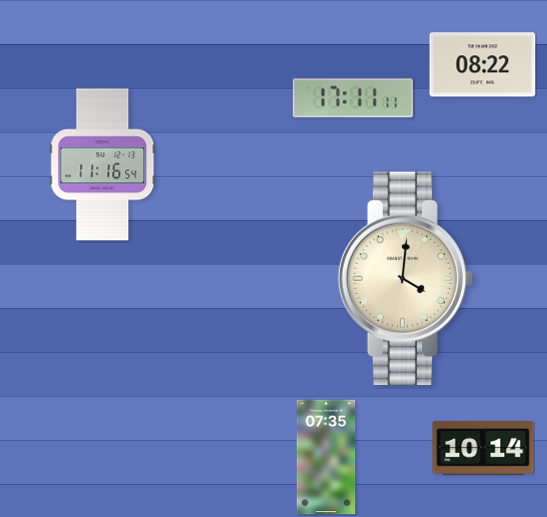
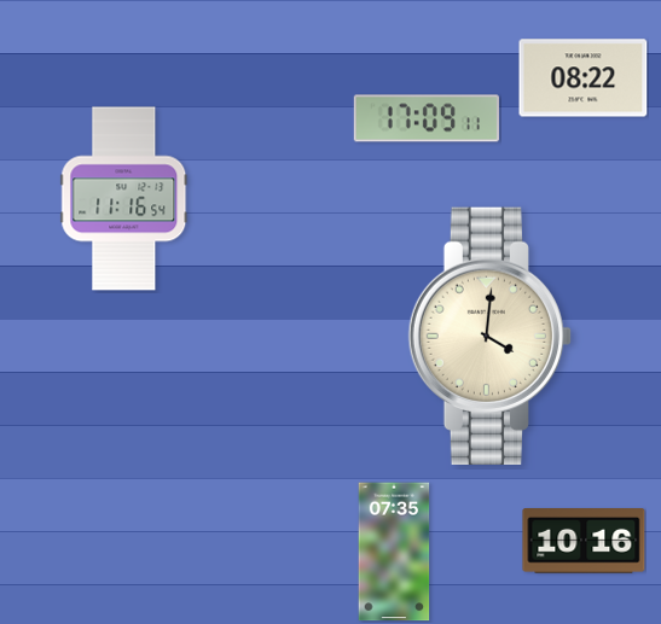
clock at (353, 98): 17:11 -> 17:09
clock at (483, 449): 10:14 -> 10:16
